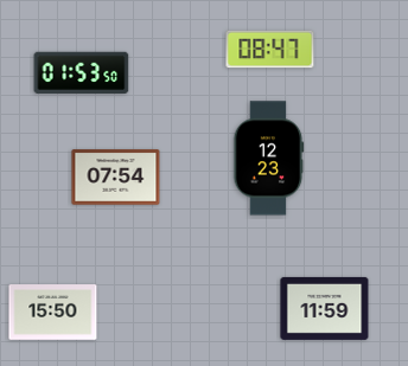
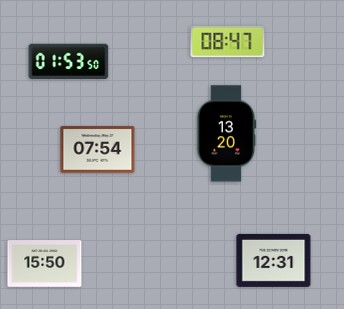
clock at (269, 159): 12:23 -> 13:20
clock at (325, 308): 11:59 -> 12:31
